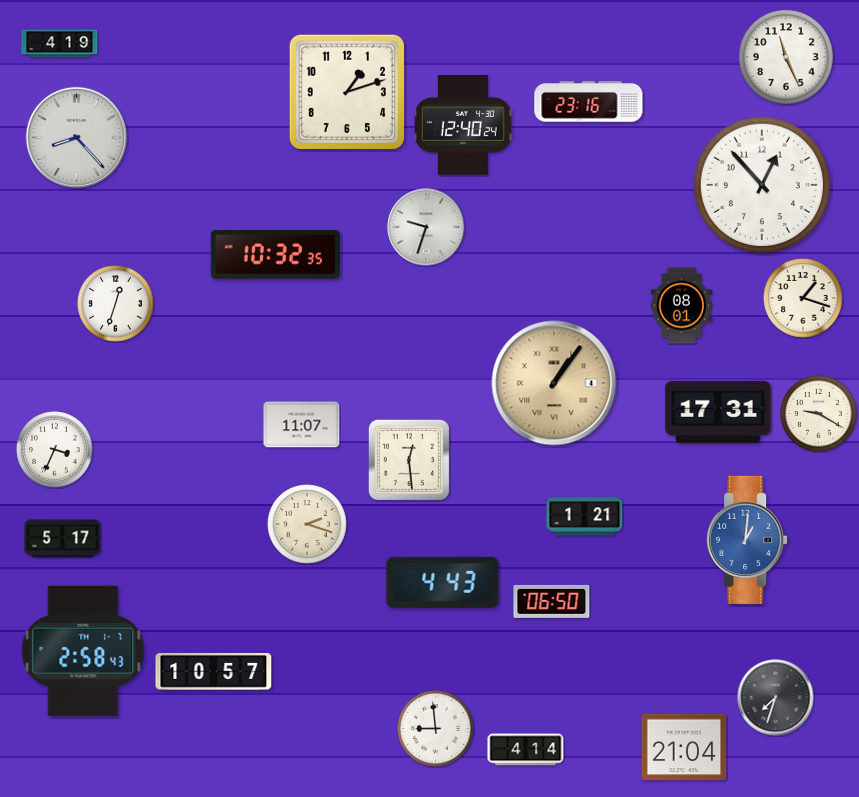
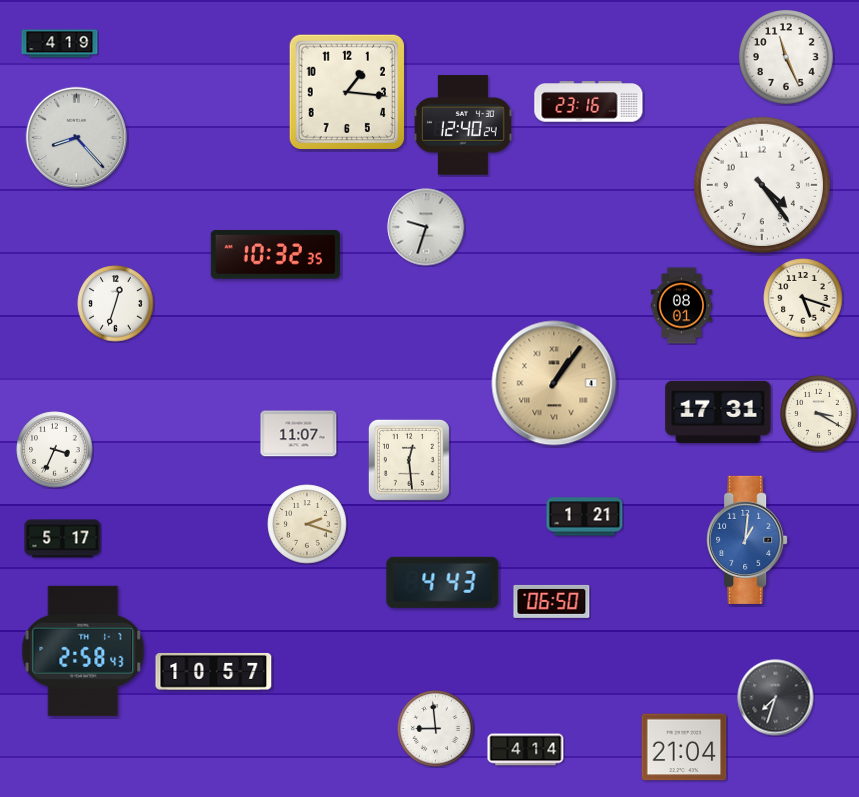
clock at (347, 92): 1:12 -> 1:16
clock at (762, 185): 12:53 -> 4:24
clock at (803, 298): 1:18 -> 5:18
clock at (819, 414): 9:20 -> 3:20
clock at (302, 425) position: (302, 425) -> (299, 434)
